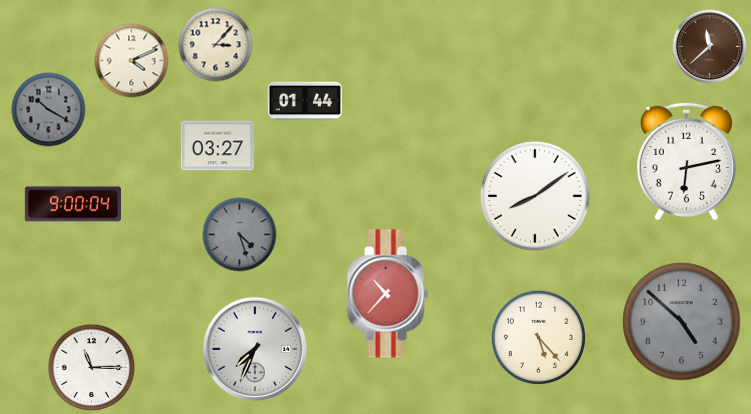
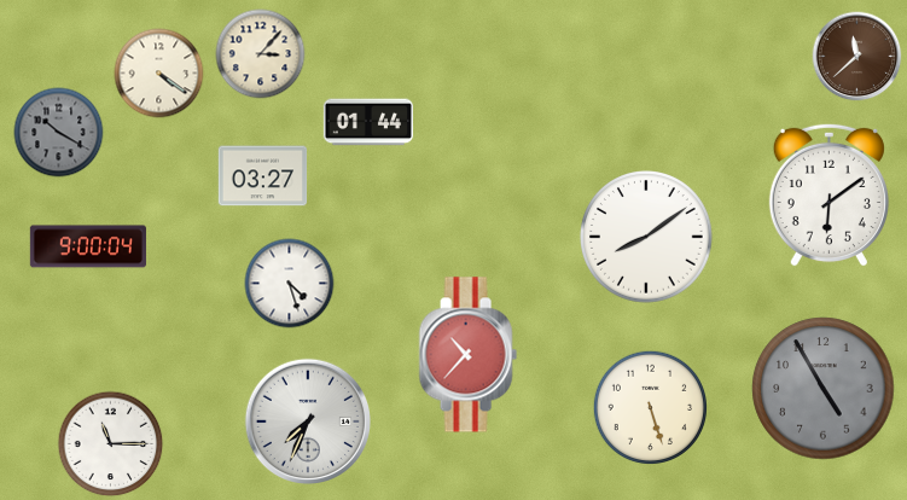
clock at (132, 61): 4:11 -> 4:21
clock at (686, 161): 6:13 -> 6:09
clock at (240, 235) dial: grey -> white
clock at (682, 322): 4:52 -> 4:55
clock at (538, 337): 5:23 -> 5:27
